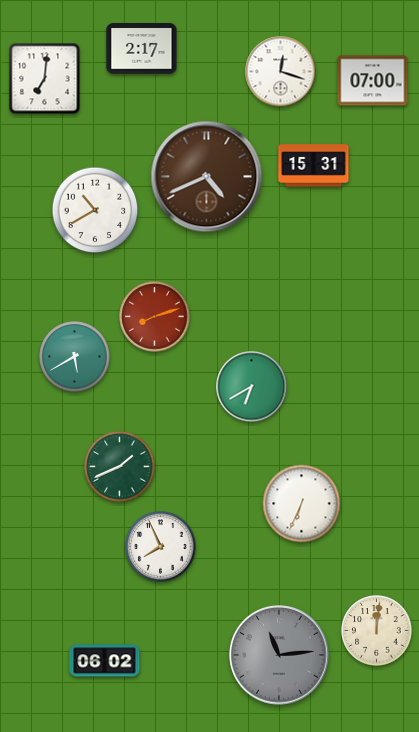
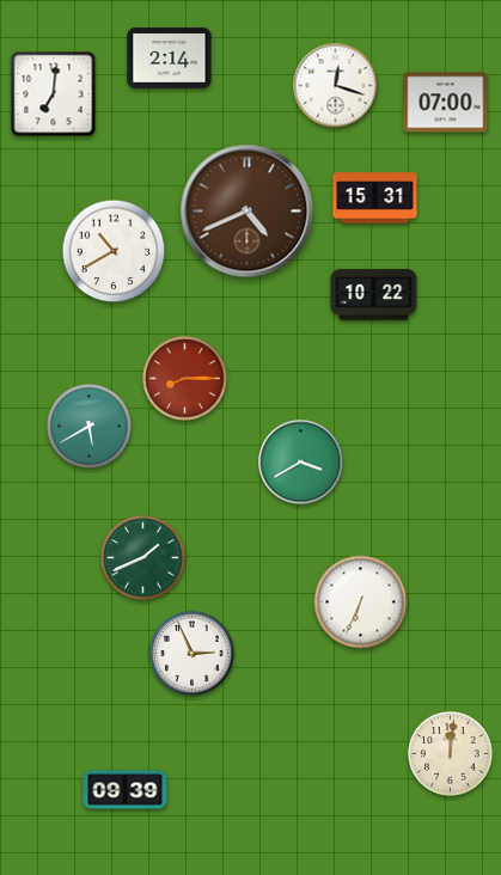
clock at (142, 49): 2:17 -> 2:14
clock at (373, 81) position: (373, 81) -> (446, 103)
clock at (374, 295): none -> 10:22
clock at (155, 317): 8:12 -> 8:15
clock at (252, 387): 6:40 -> 3:40
clock at (161, 547): 7:56 -> 2:56
clock at (279, 655): 11:14 -> none
clock at (105, 661): 06:02 -> 09:39
